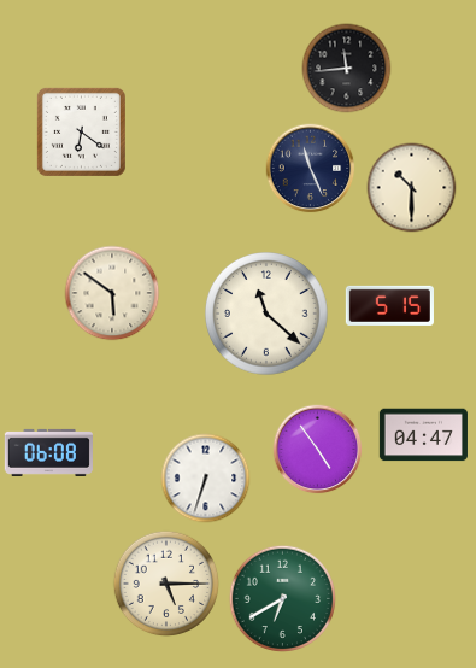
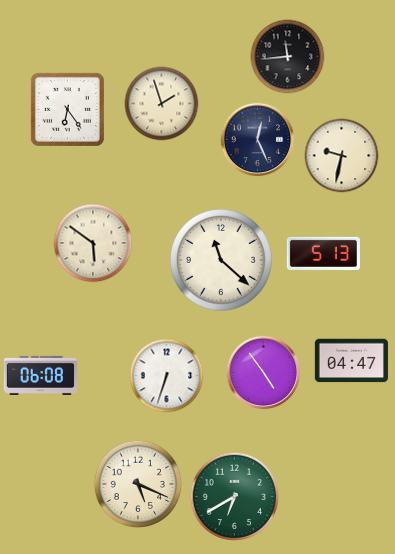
clock at (162, 104): none -> 1:57
clock at (81, 131): 6:21 -> 6:24
clock at (311, 169): 11:26 -> 12:26
clock at (412, 188): 10:30 -> 9:32
clock at (389, 305): 5:15 -> 5:13
clock at (206, 479) position: (206, 479) -> (167, 376)
clock at (166, 584): 5:15 -> 5:19
